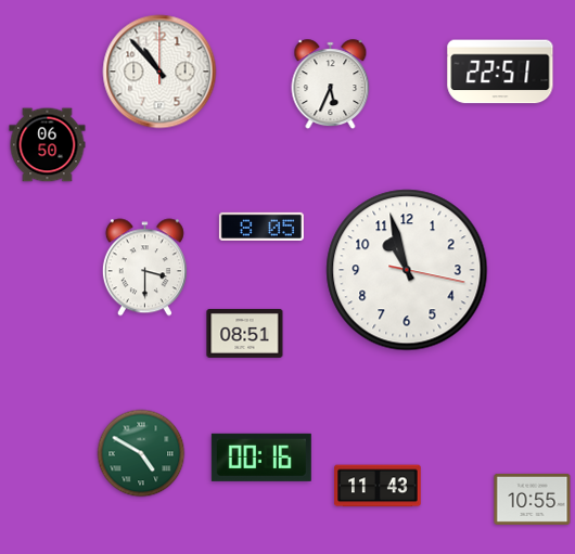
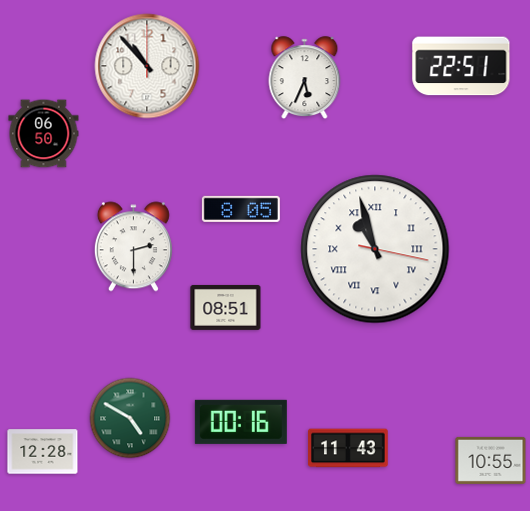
clock at (144, 268): 3:30 -> 2:30
clock at (407, 270) numerals: Arabic -> Roman
clock at (43, 452): none -> 12:28
